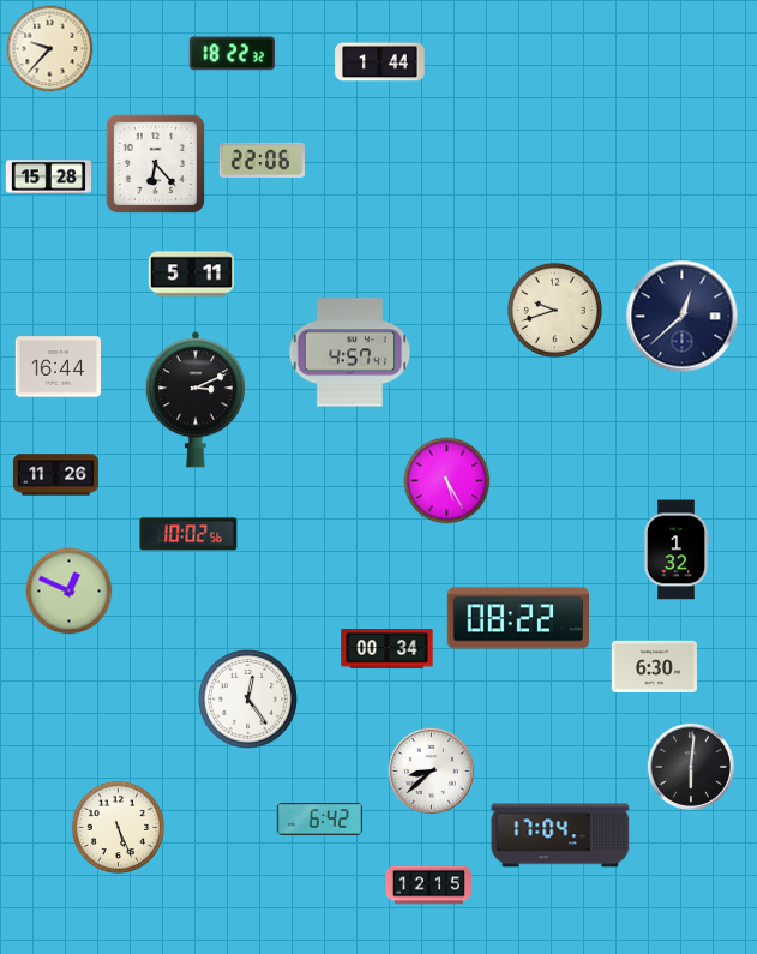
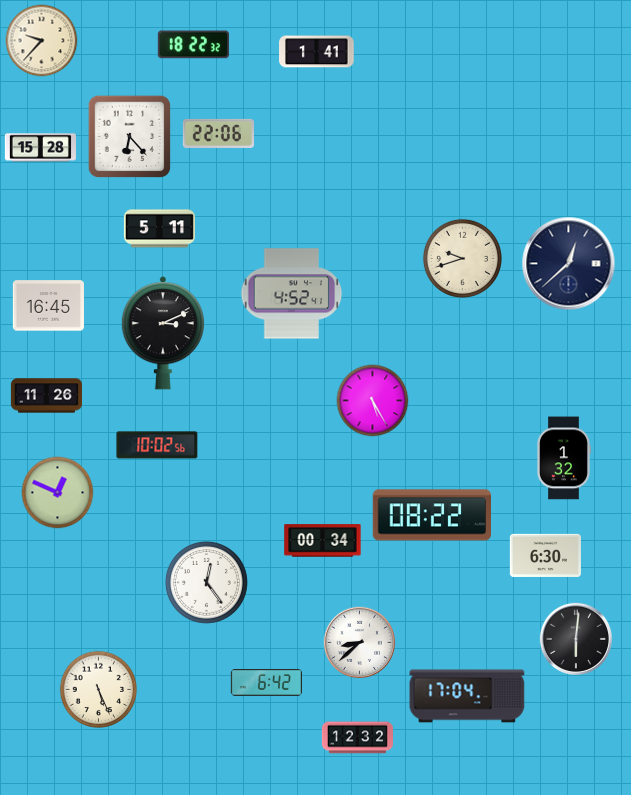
clock at (380, 62): 1:44 -> 1:41
clock at (350, 353): 4:57 -> 4:52
clock at (58, 367): 16:44 -> 16:45
clock at (428, 886): 12:15 -> 12:32
